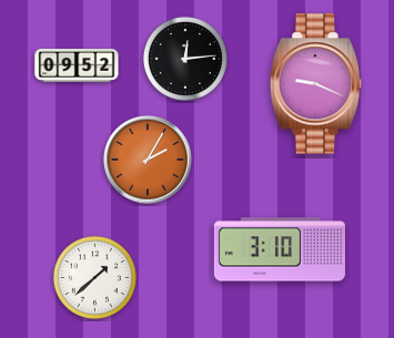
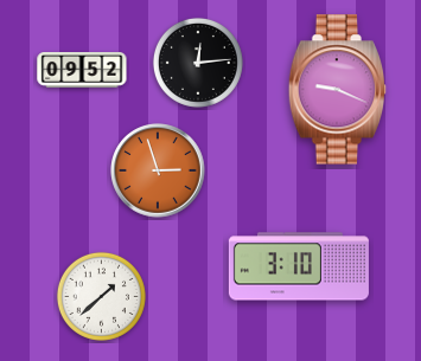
clock at (148, 160): 2:05 -> 2:57
